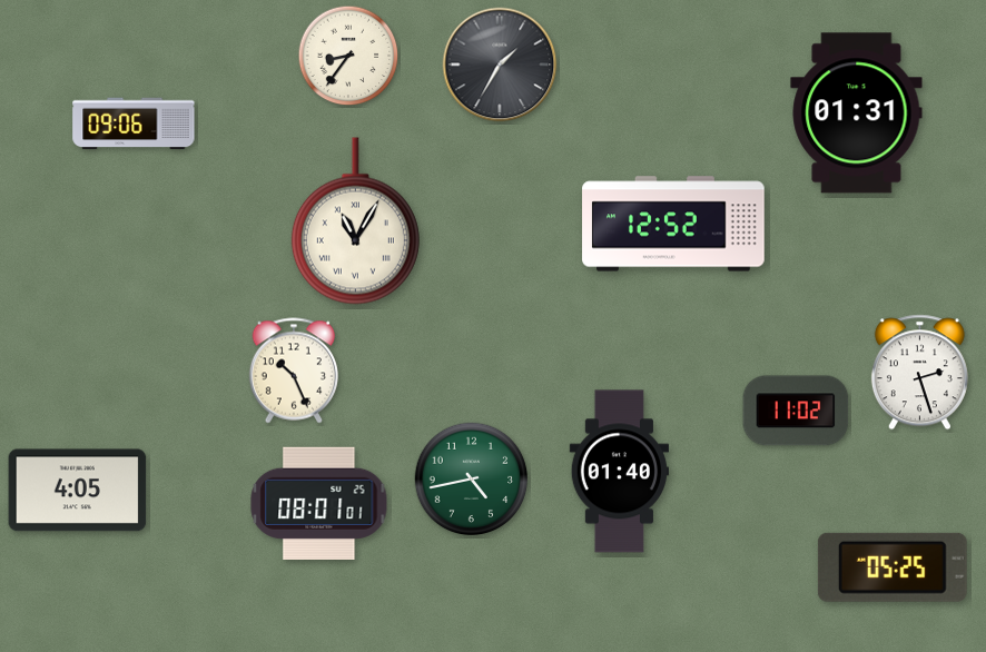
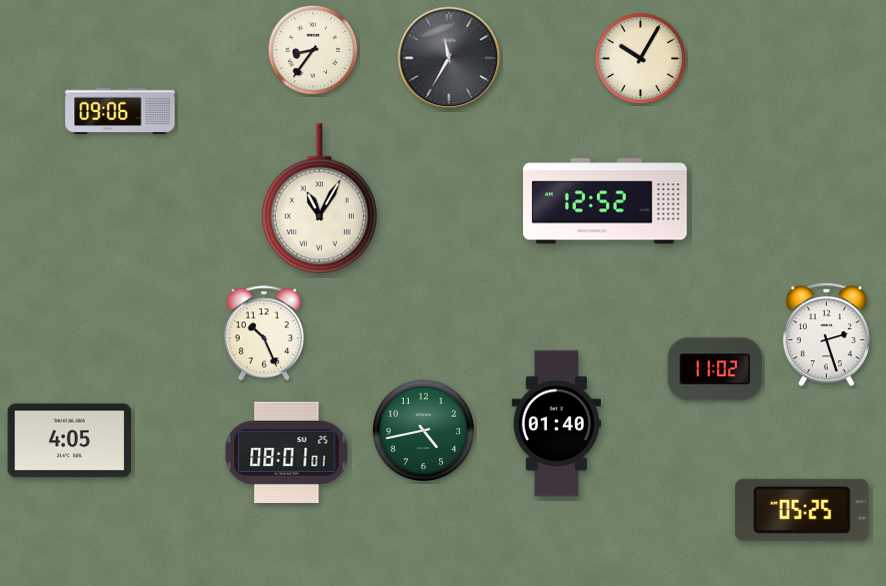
clock at (500, 65): 1:35 -> 11:35
clock at (641, 59): none -> 10:05
clock at (857, 113): 01:31 -> none
